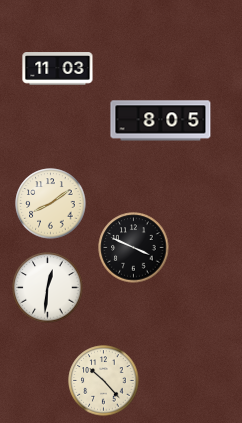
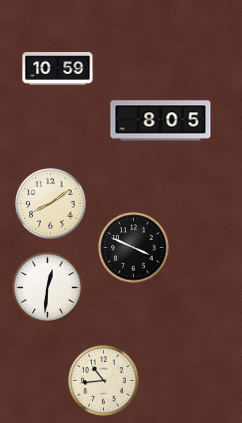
clock at (58, 69): 11:03 -> 10:59
clock at (104, 381): 10:23 -> 10:44
